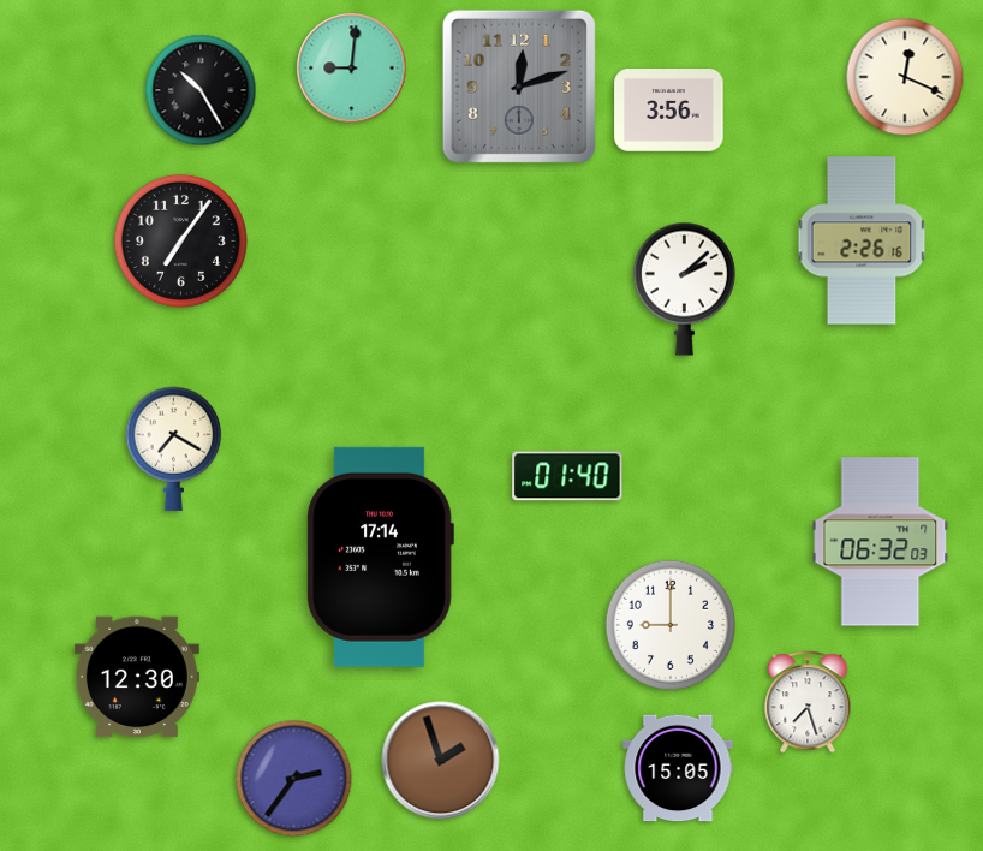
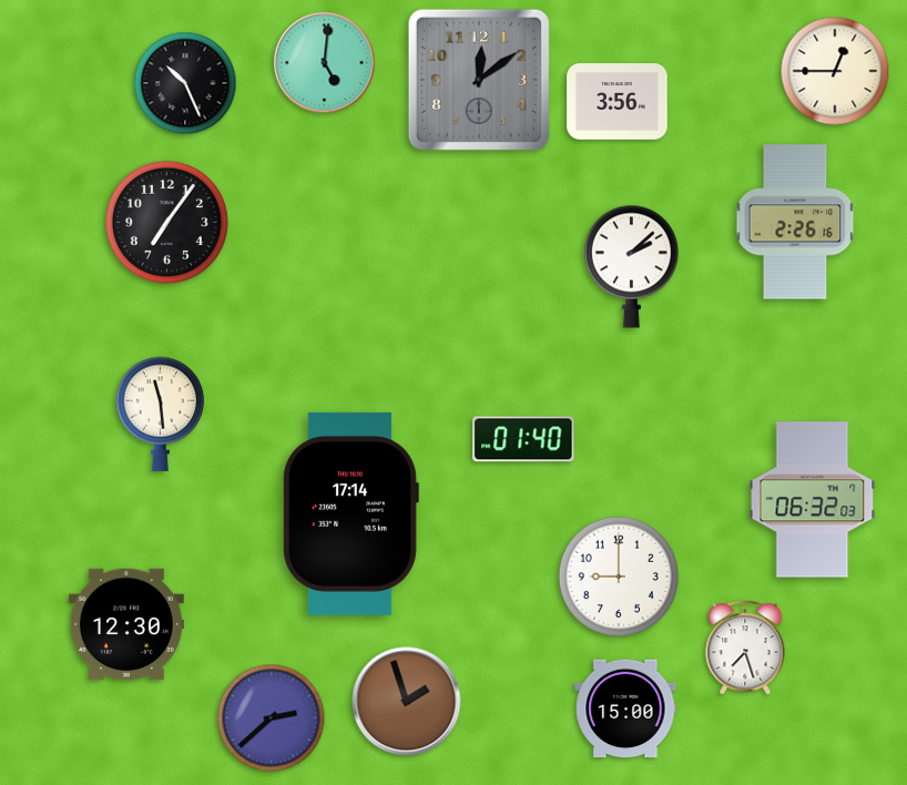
clock at (352, 69): 9:01 -> 5:01
clock at (905, 77): 12:19 -> 12:45
clock at (519, 87): 12:12 -> 12:09
clock at (201, 90): 10:25 -> 10:26
clock at (174, 448): 7:20 -> 11:29
clock at (678, 768): 15:05 -> 15:00
clock at (294, 779): 2:36 -> 2:38
